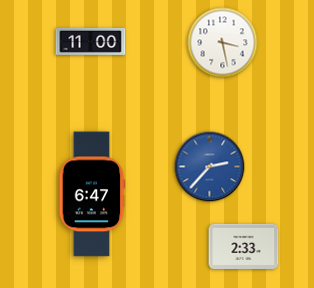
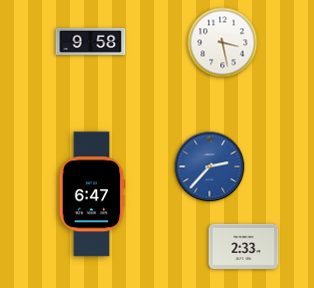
clock at (91, 41): 11:00 -> 9:58
